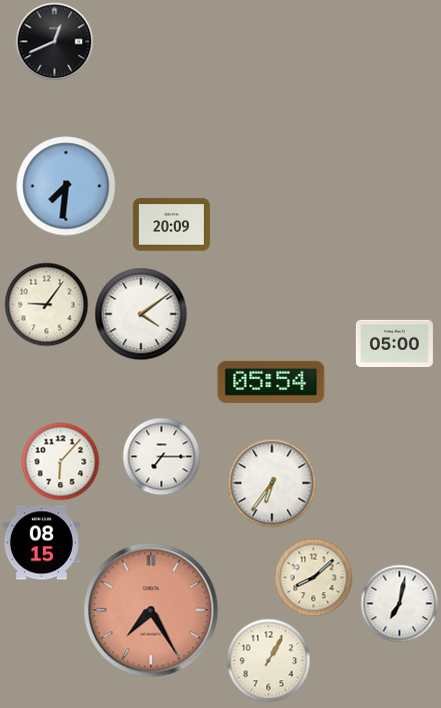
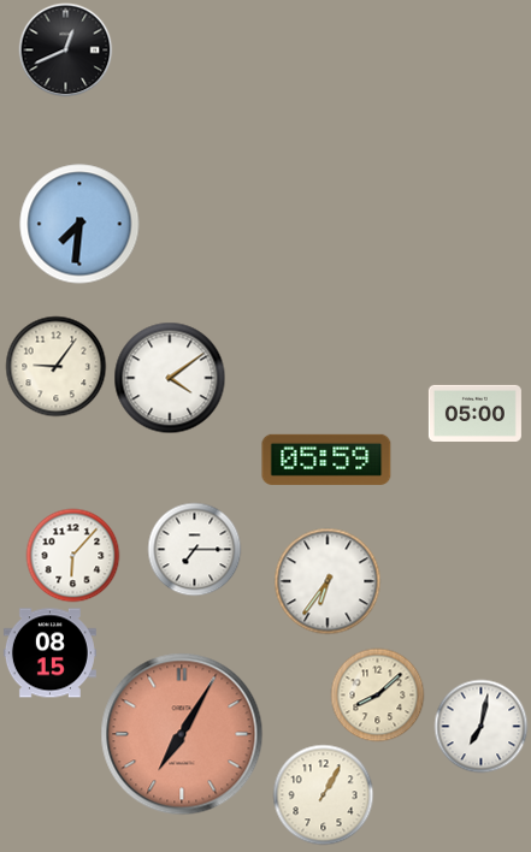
clock at (171, 225): 20:09 -> none
clock at (271, 382): 05:54 -> 05:59
clock at (151, 610): 7:25 -> 7:05
